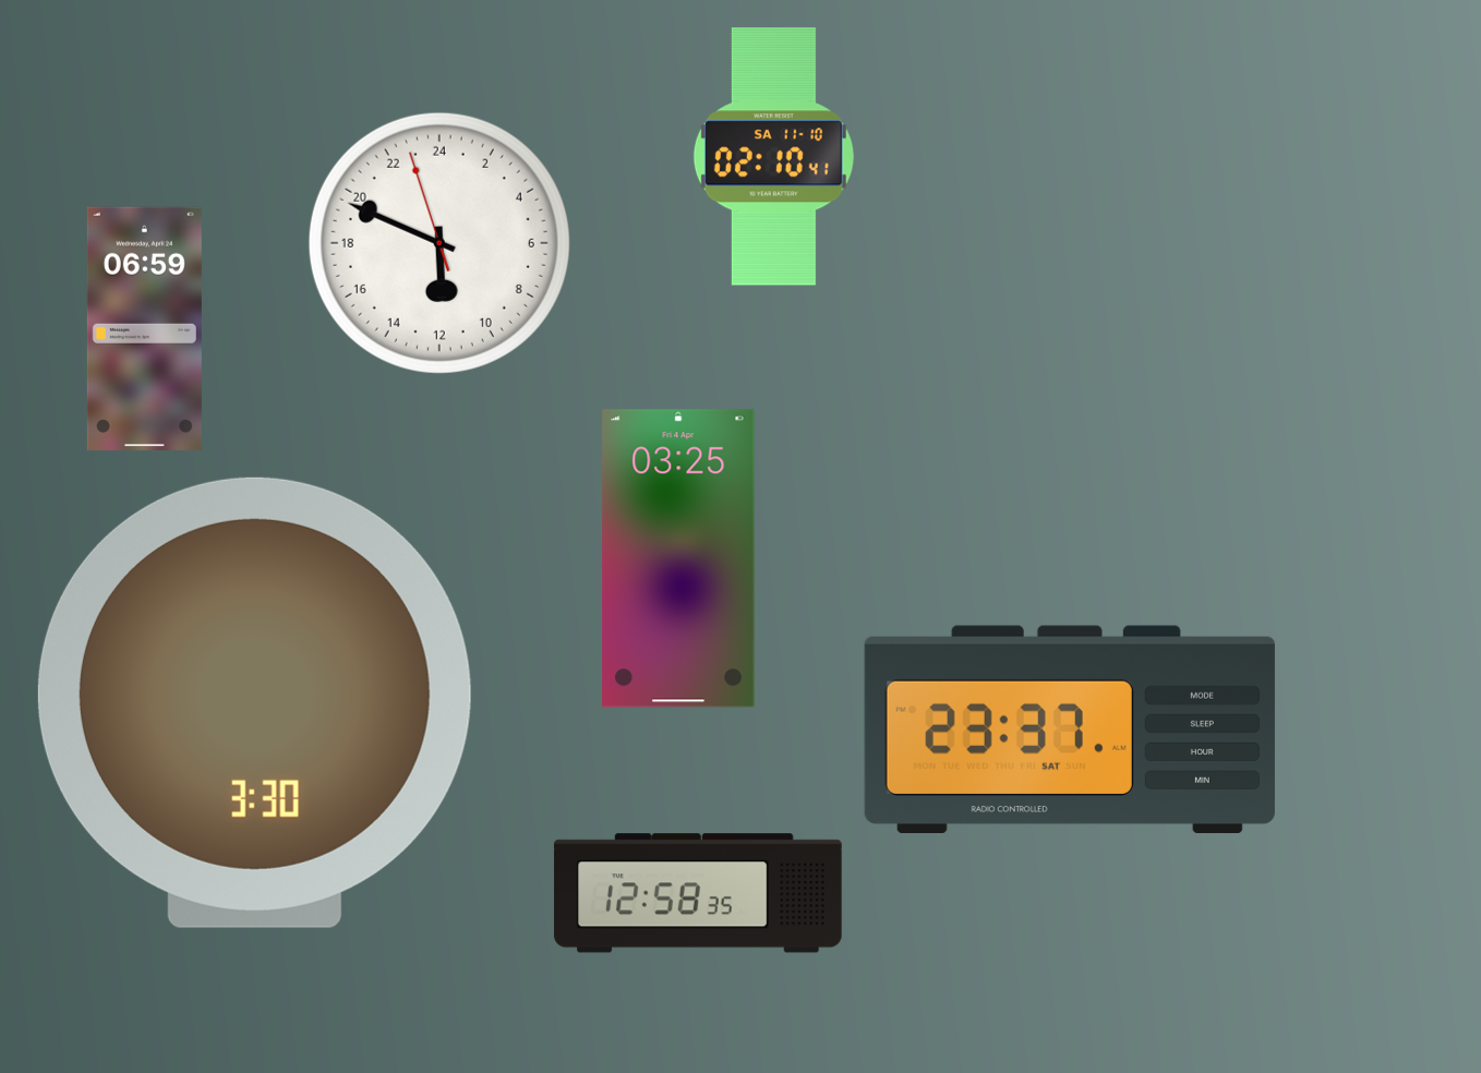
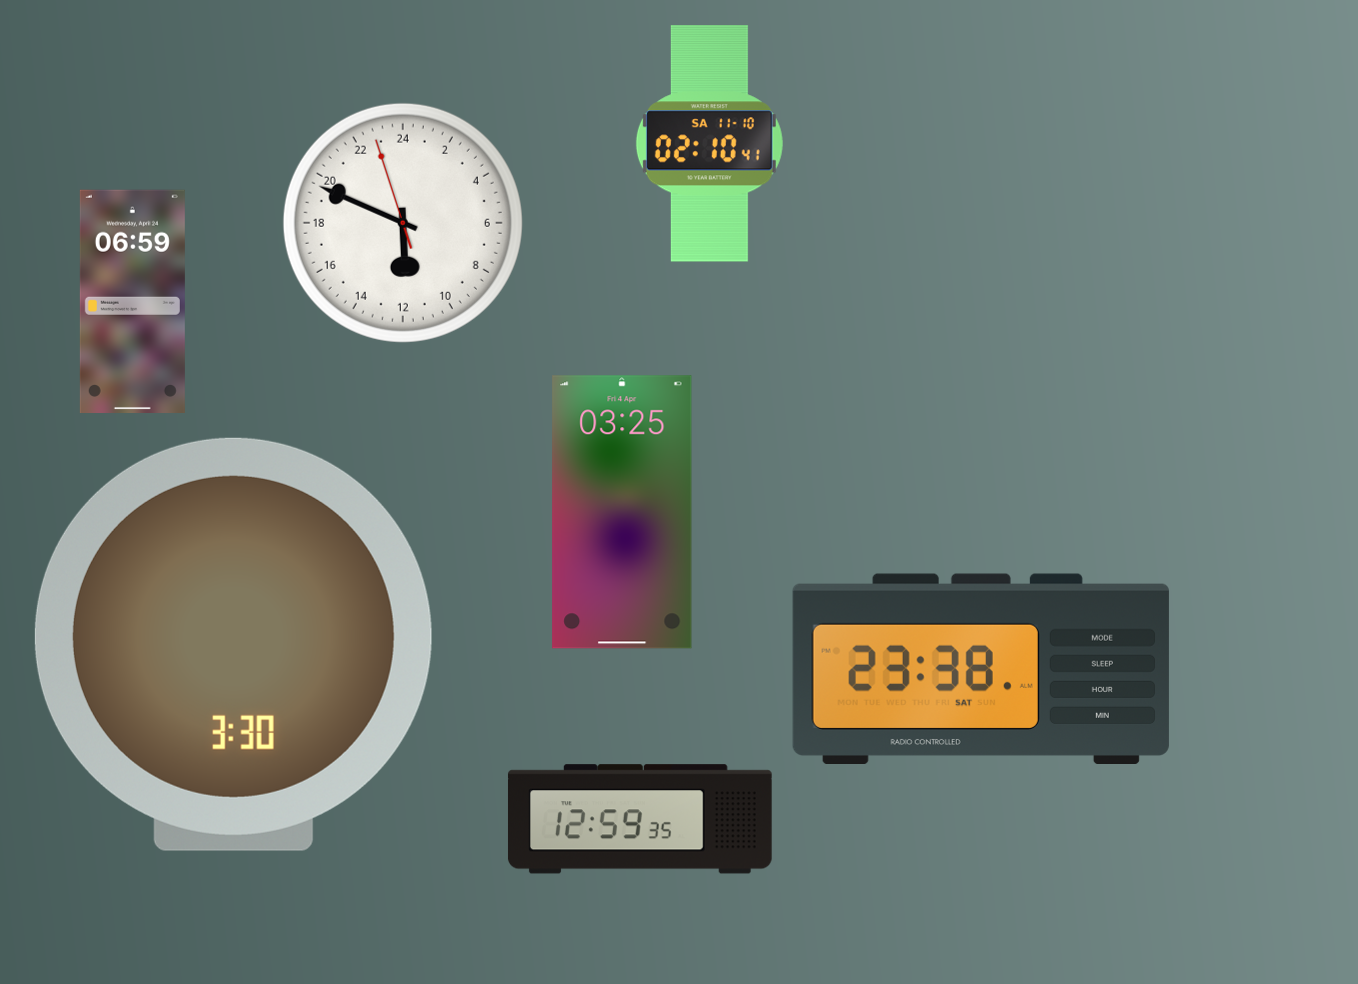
clock at (1070, 728): 23:37 -> 23:38
clock at (698, 893): 12:58 -> 12:59
